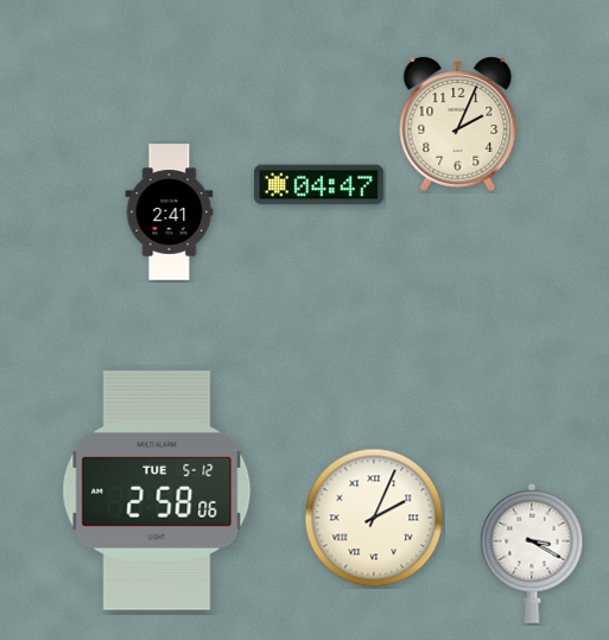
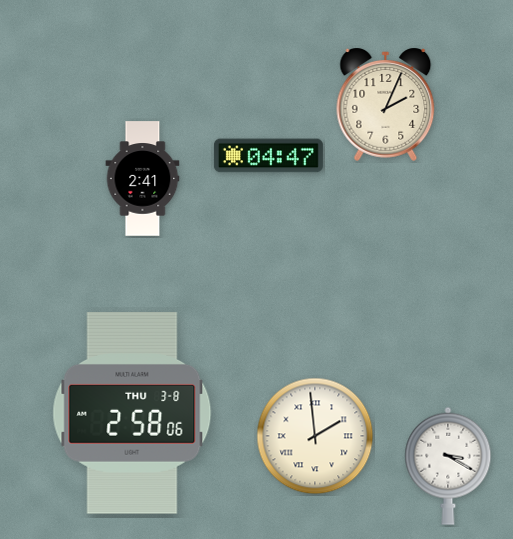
clock at (157, 490) date: TUE 5-12 -> THU 3-8
clock at (374, 518): 2:04 -> 1:59
